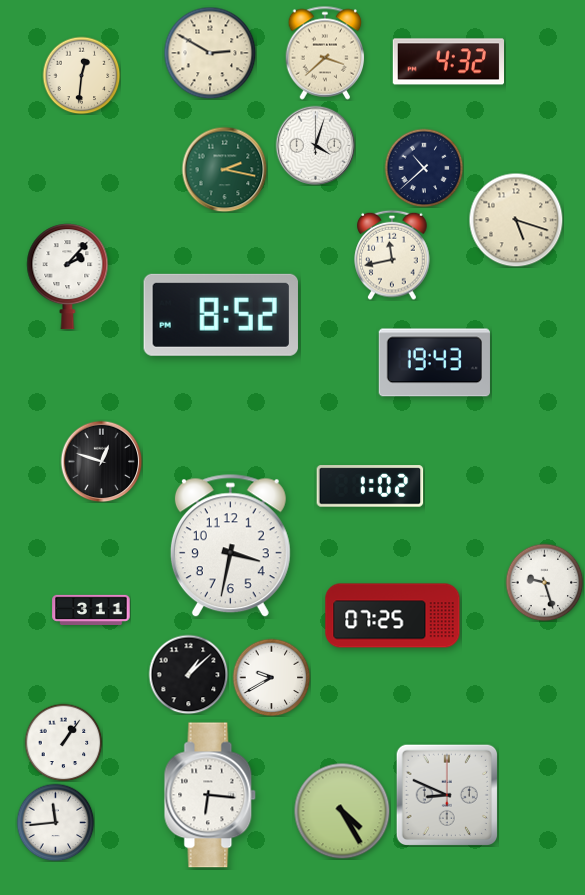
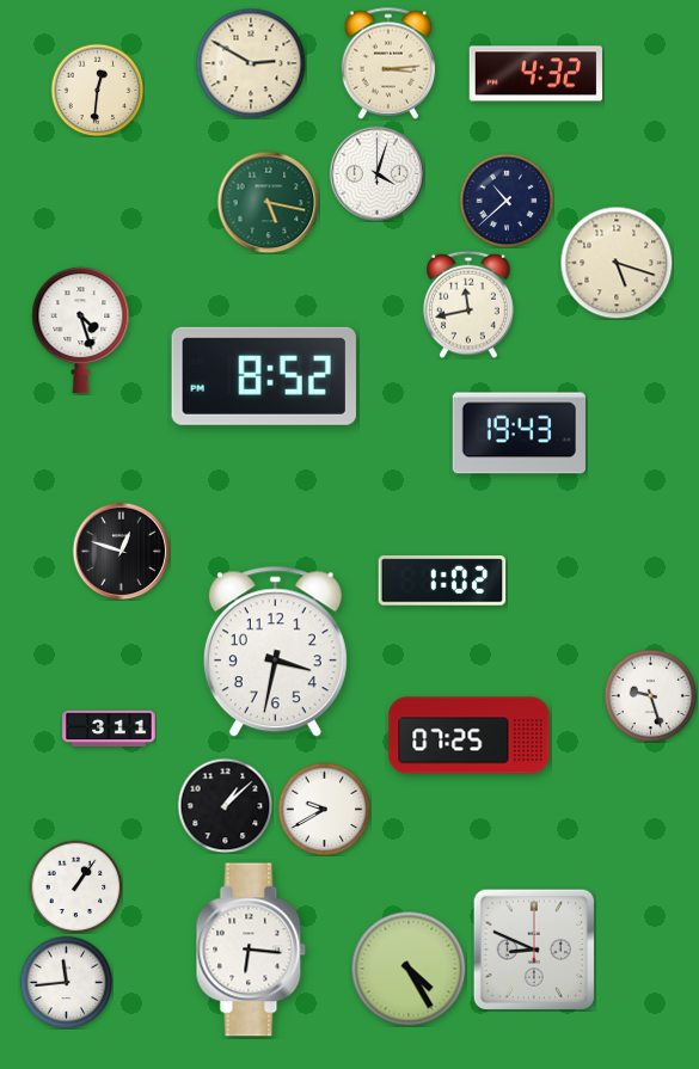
clock at (325, 53): 3:38 -> 3:14
clock at (224, 169): 2:17 -> 5:17
clock at (68, 277): 2:07 -> 4:27
